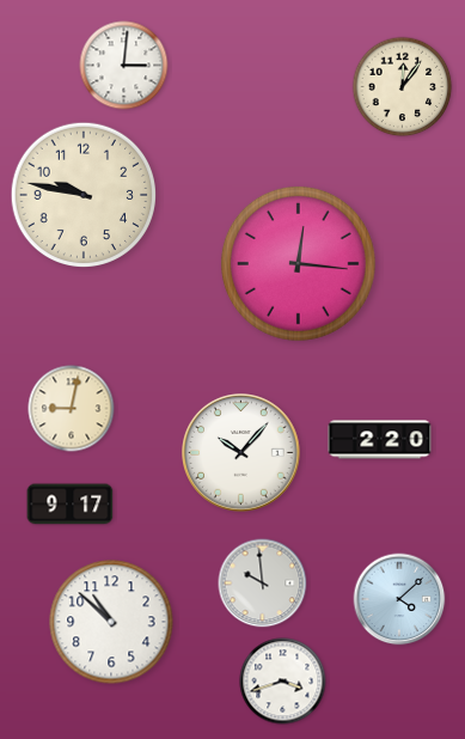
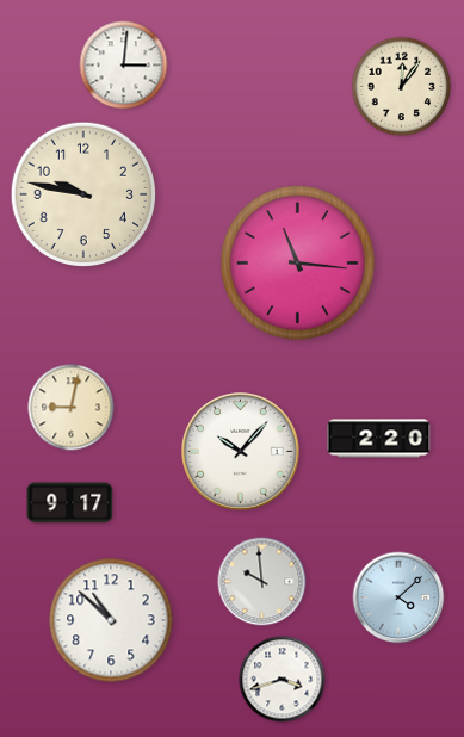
clock at (298, 263): 12:16 -> 11:16
